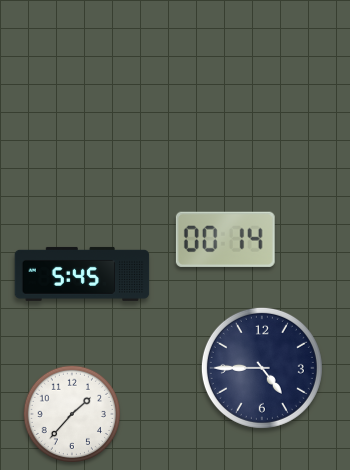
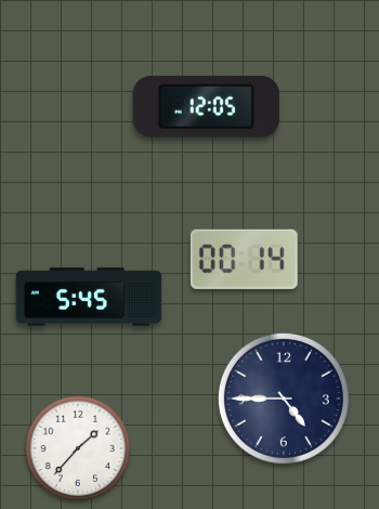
clock at (206, 106): none -> 12:05
